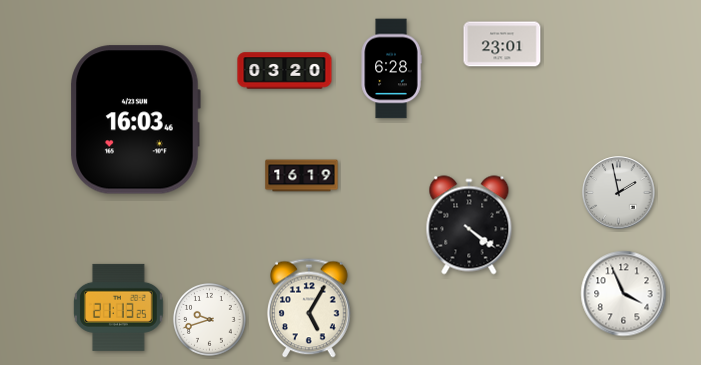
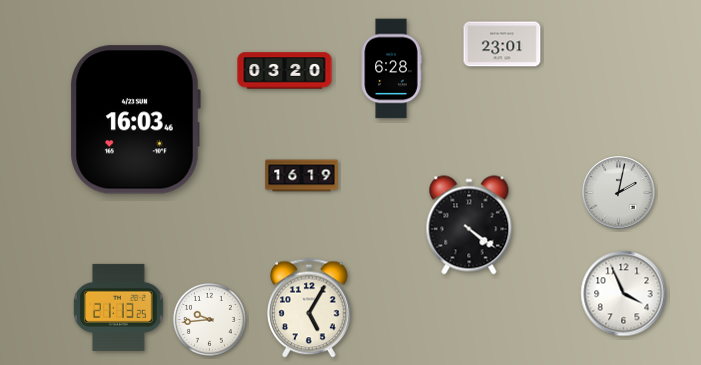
clock at (619, 193): 1:58 -> 2:02
clock at (210, 320): 9:42 -> 9:44
